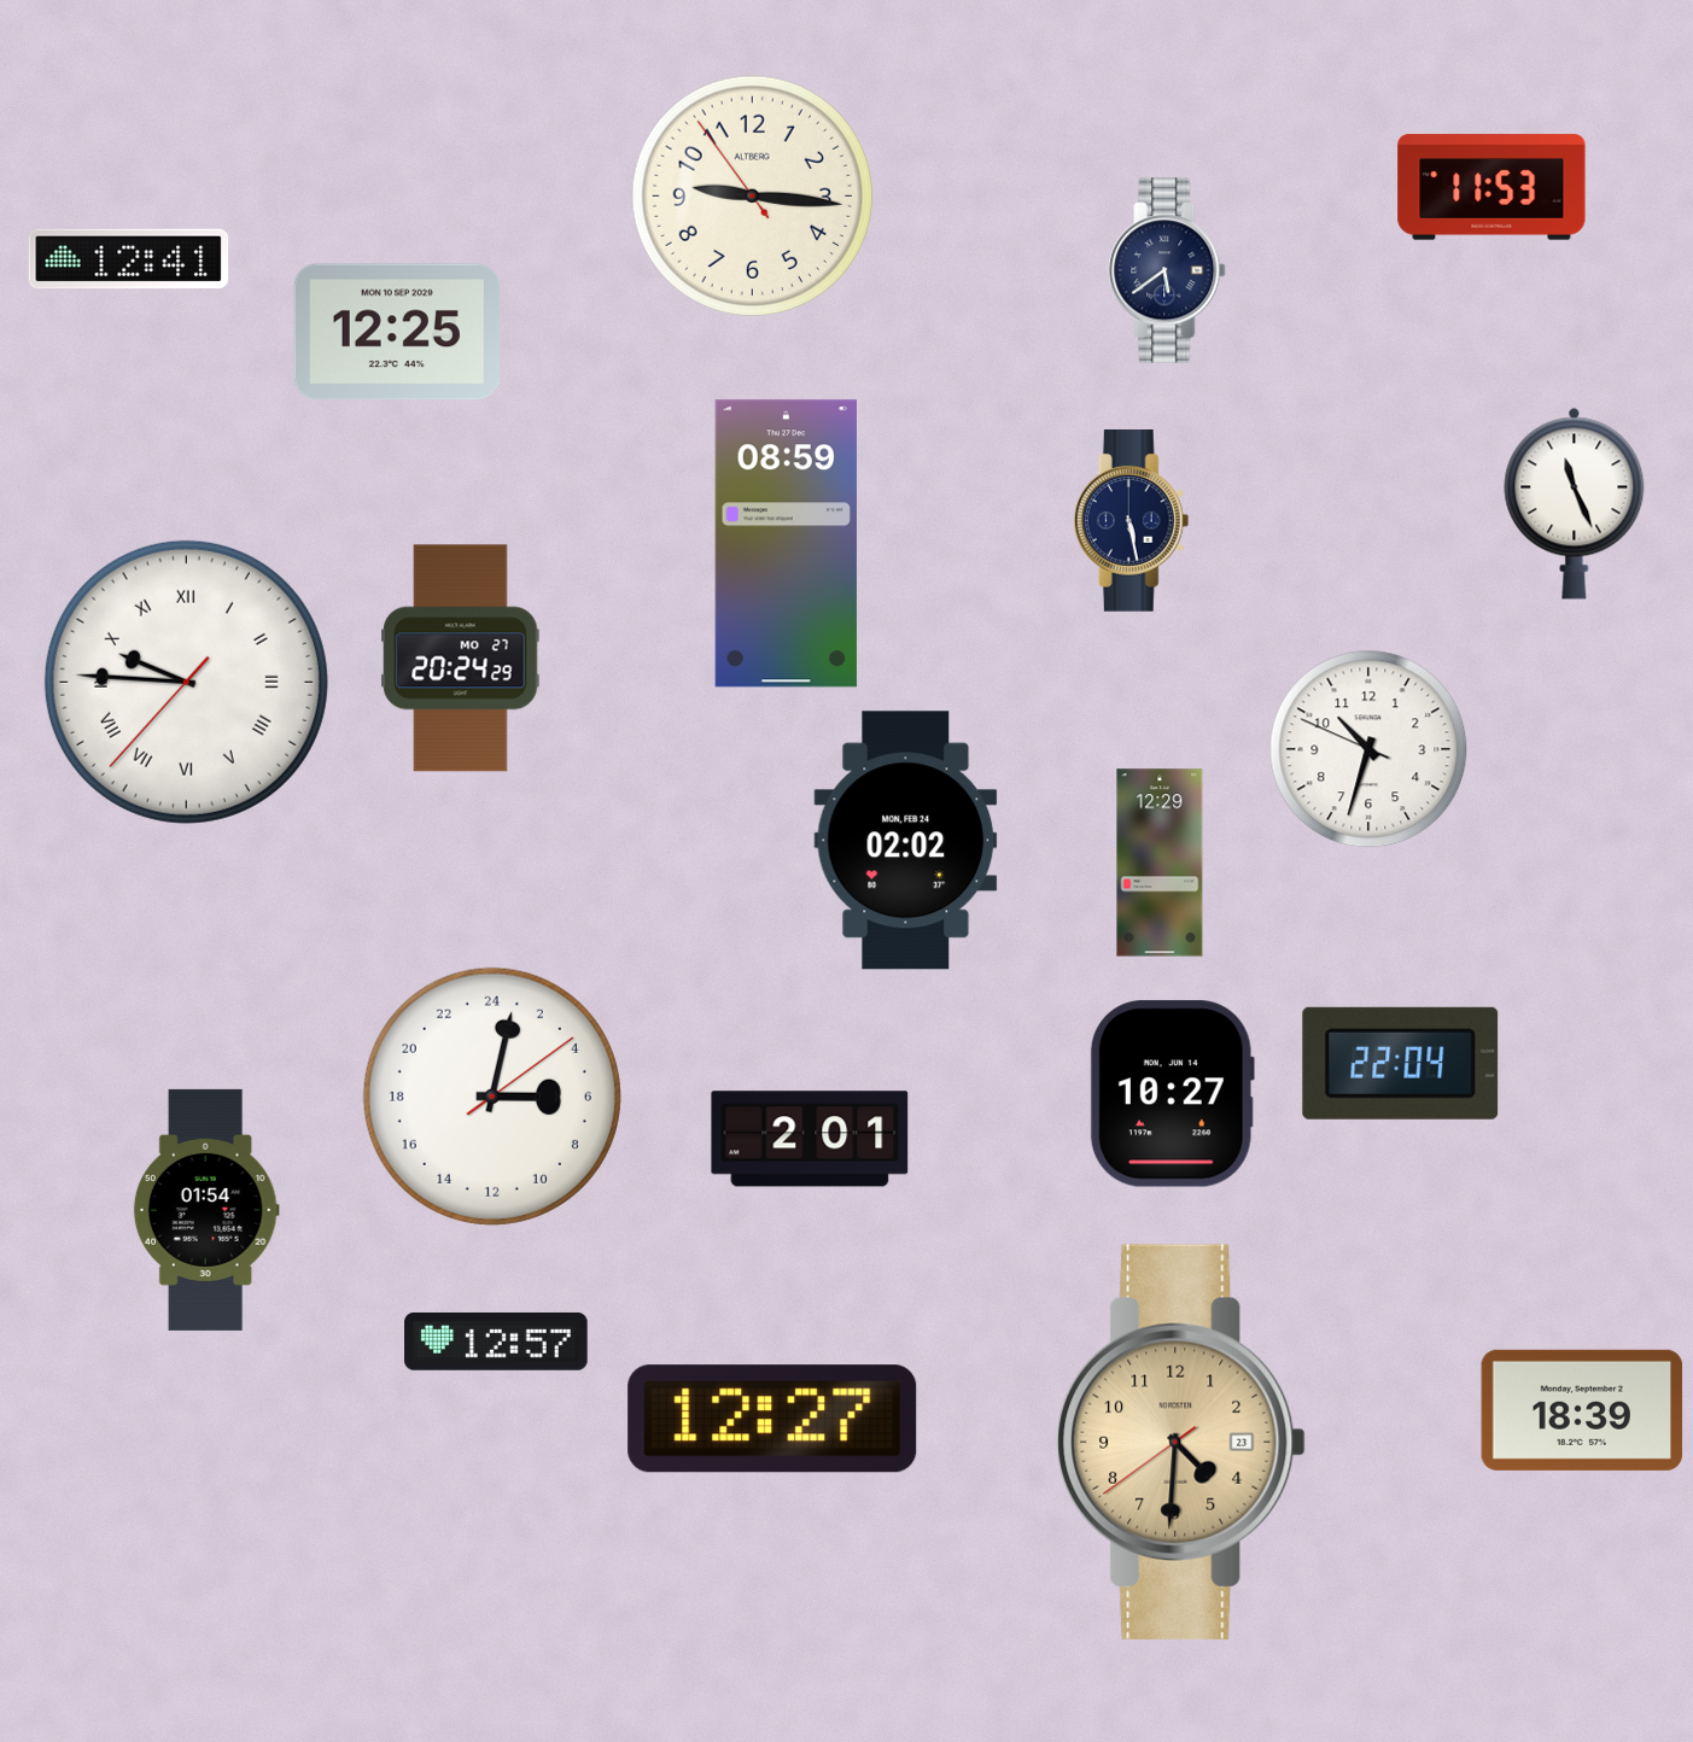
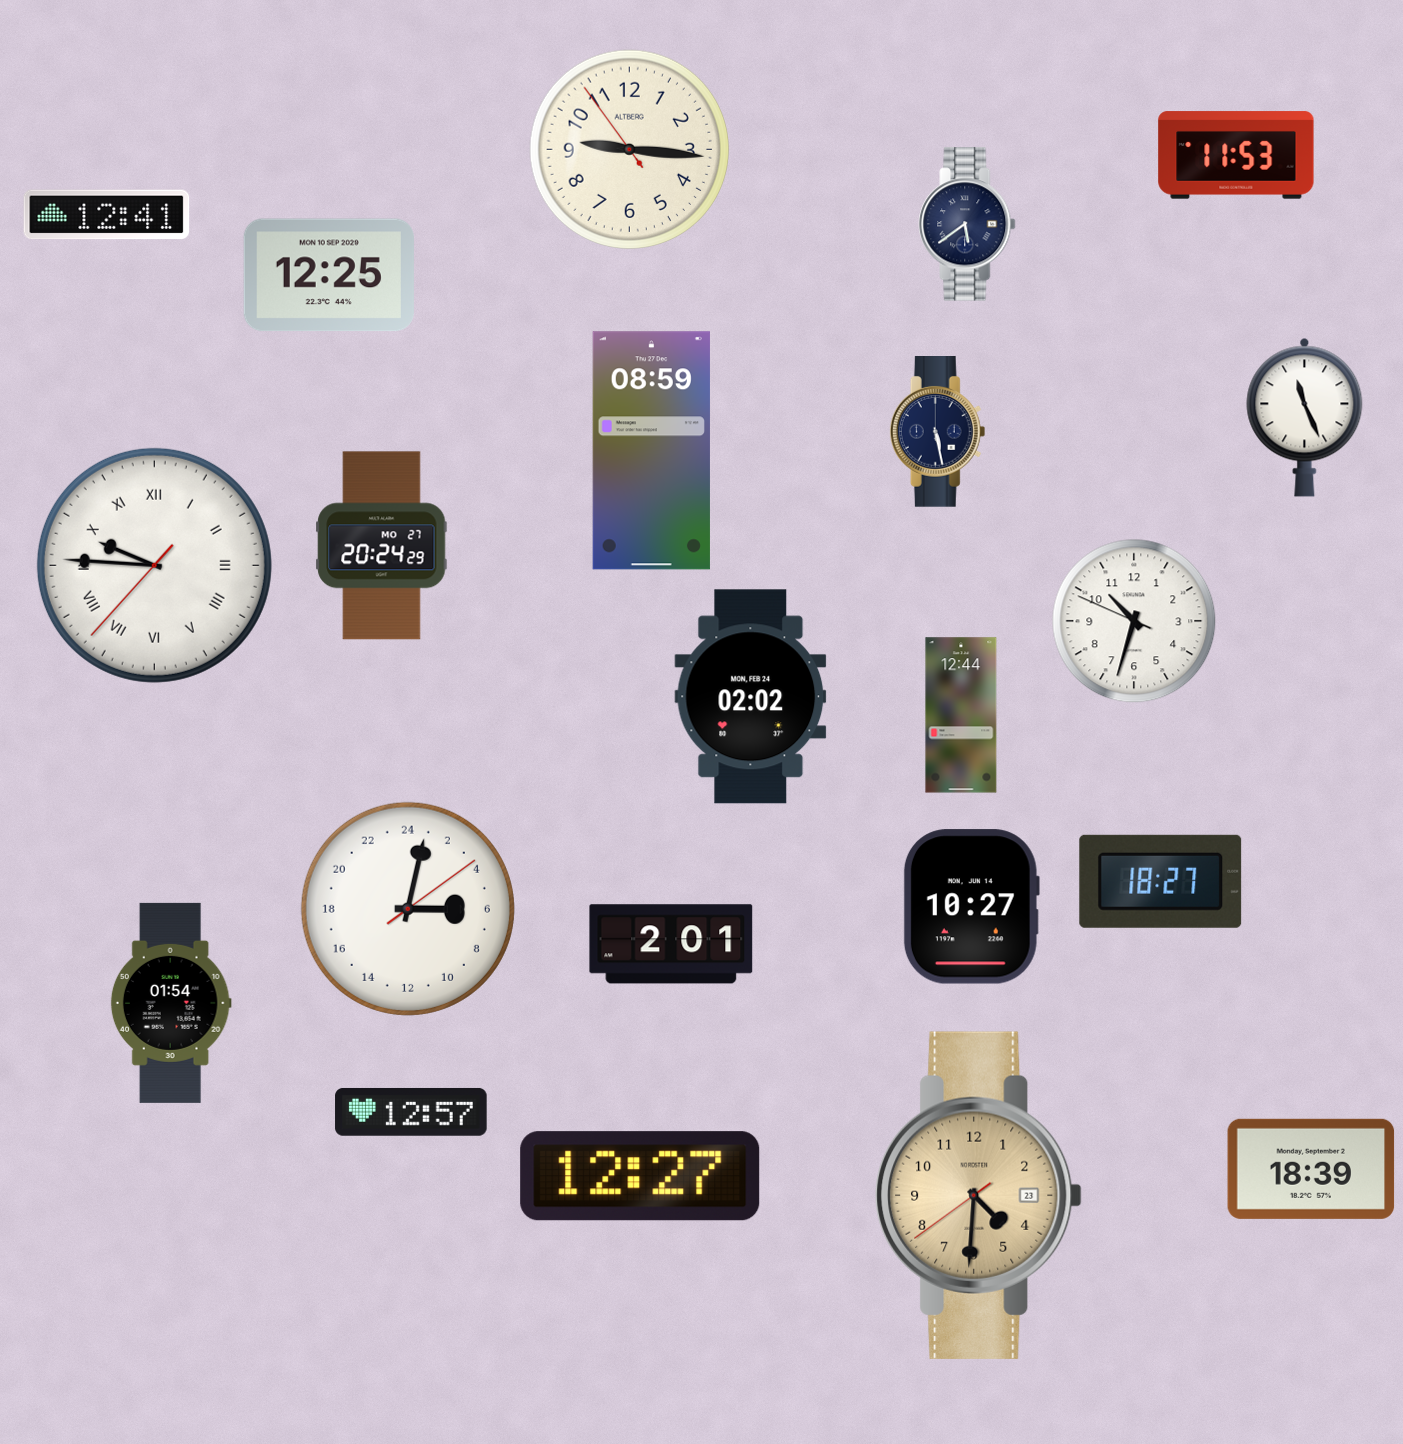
clock at (752, 195) position: (752, 195) -> (629, 149)
clock at (1160, 863): 12:29 -> 12:44
clock at (1401, 1063): 22:04 -> 18:27
